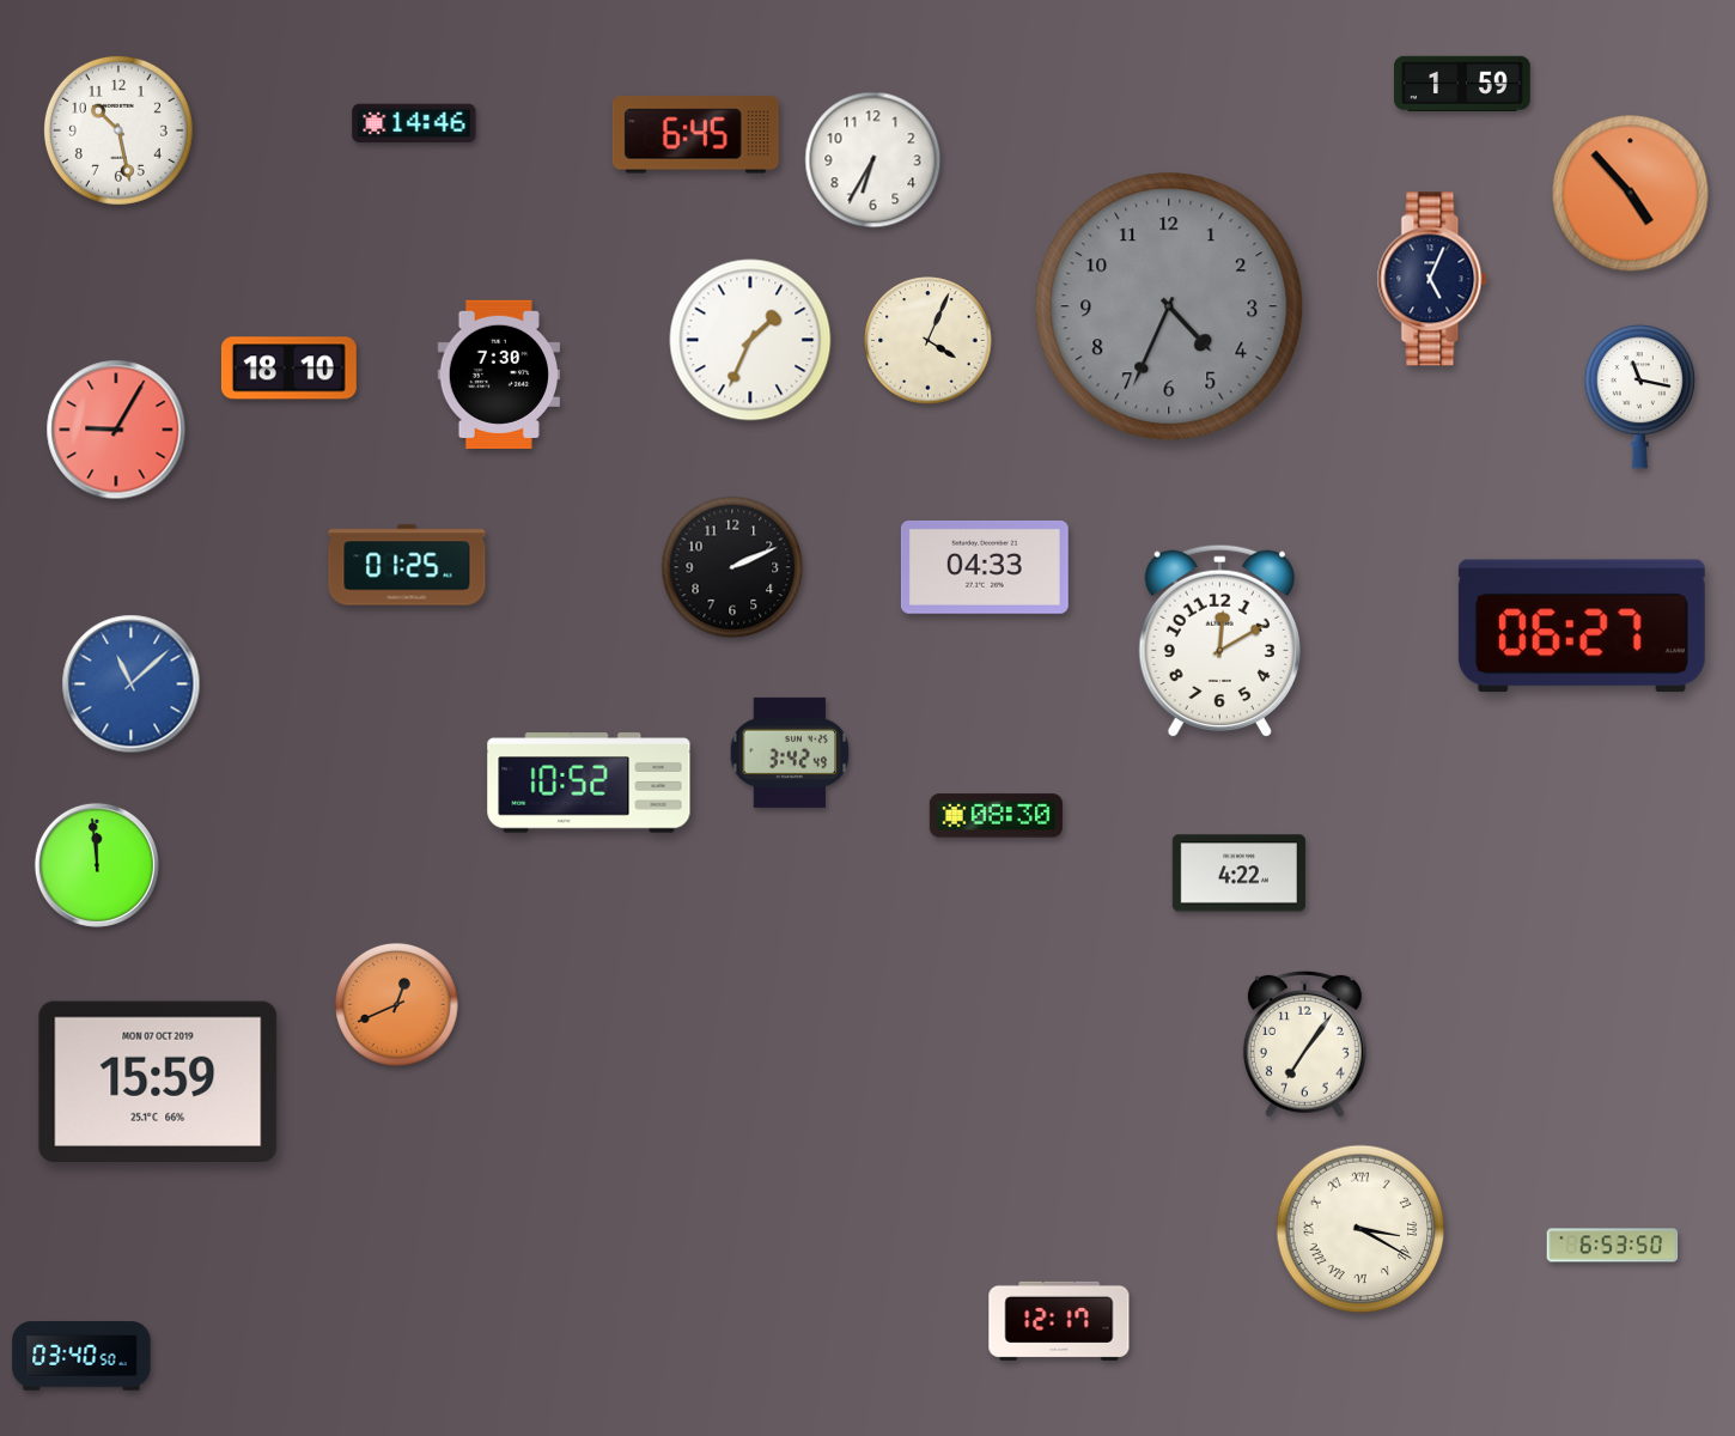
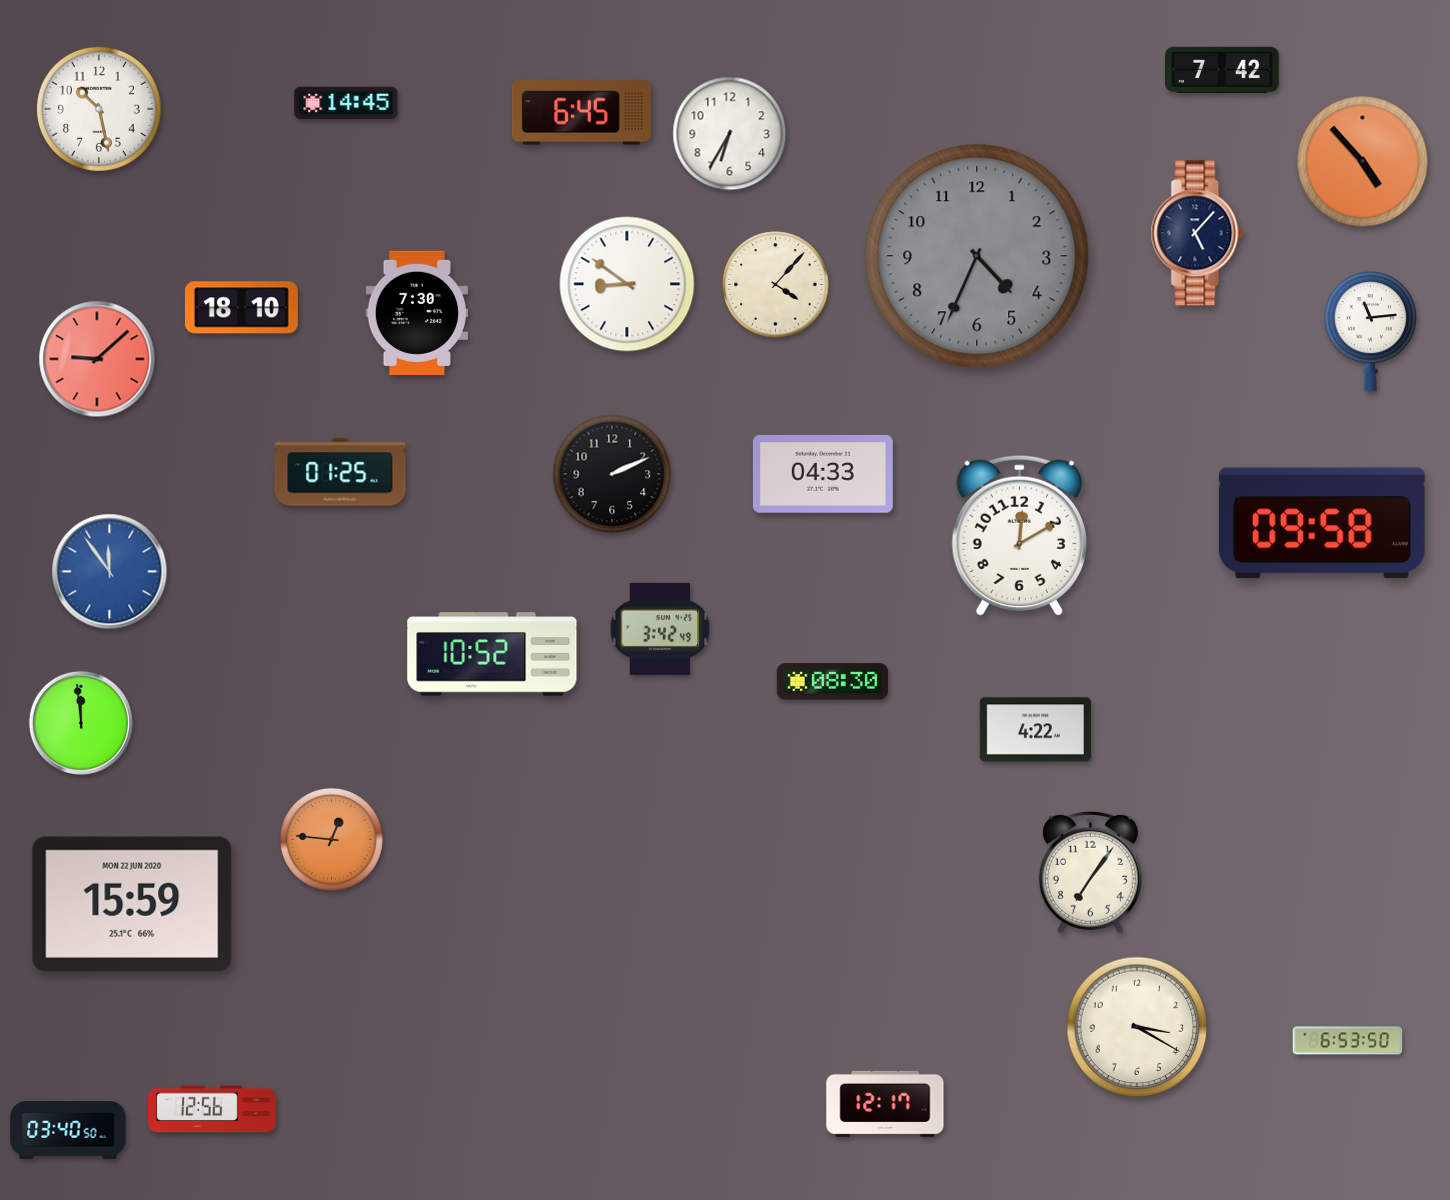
clock at (1463, 84): 1:59 -> 7:42
clock at (414, 123): 14:46 -> 14:45
clock at (1432, 279): 5:04 -> 5:07
clock at (750, 340): 1:34 -> 8:51
clock at (929, 341): 4:04 -> 4:07
clock at (1639, 397): 11:17 -> 11:14
clock at (116, 430): 9:05 -> 9:08
clock at (1582, 626): 06:27 -> 09:58
clock at (132, 684): 11:08 -> 11:54
clock at (396, 1004): 12:41 -> 12:46
clock at (158, 1081) date: MON 07 OCT 2019 -> MON 22 JUN 2020
clock at (1360, 1229) numerals: Roman -> Arabic
clock at (212, 1109): none -> 12:56
clock at (81, 1356) position: (81, 1356) -> (68, 1130)
